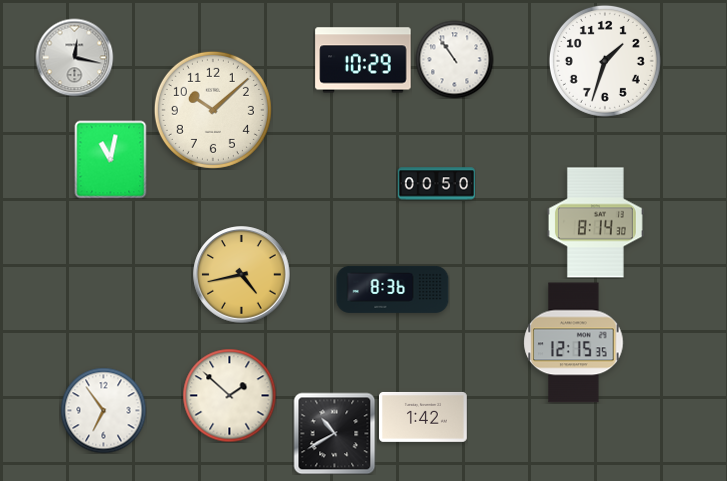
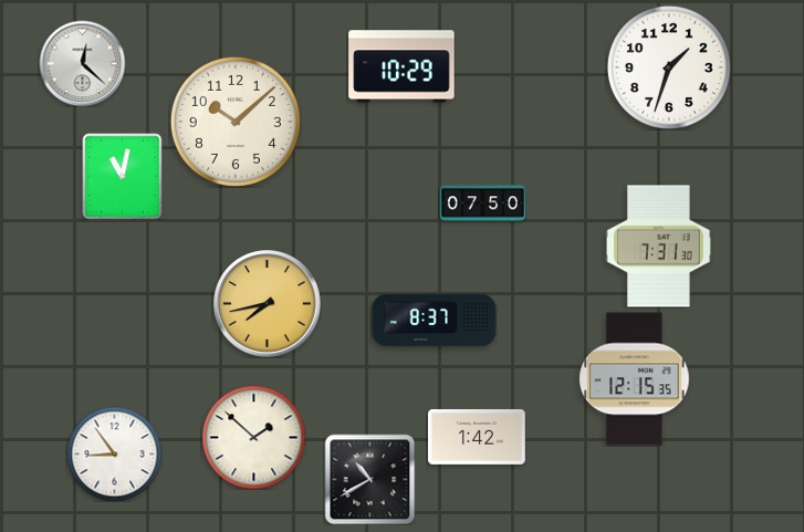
clock at (74, 57): 12:17 -> 12:22
clock at (454, 59): 10:54 -> none
clock at (436, 184): 00:50 -> 07:50
clock at (595, 223): 8:14 -> 7:31
clock at (242, 275): 4:43 -> 7:43
clock at (393, 289): 8:36 -> 8:37
clock at (103, 410): 6:54 -> 8:54
clock at (424, 417) position: (424, 417) -> (478, 437)
